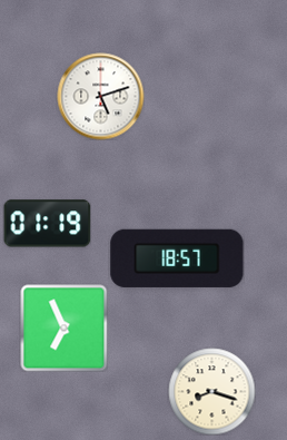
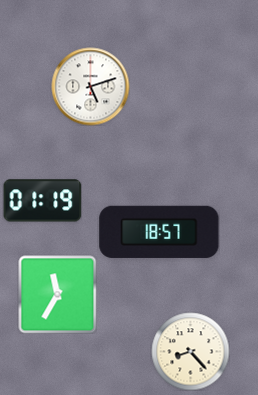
clock at (63, 327): 6:56 -> 11:35
clock at (211, 391): 8:18 -> 8:23
